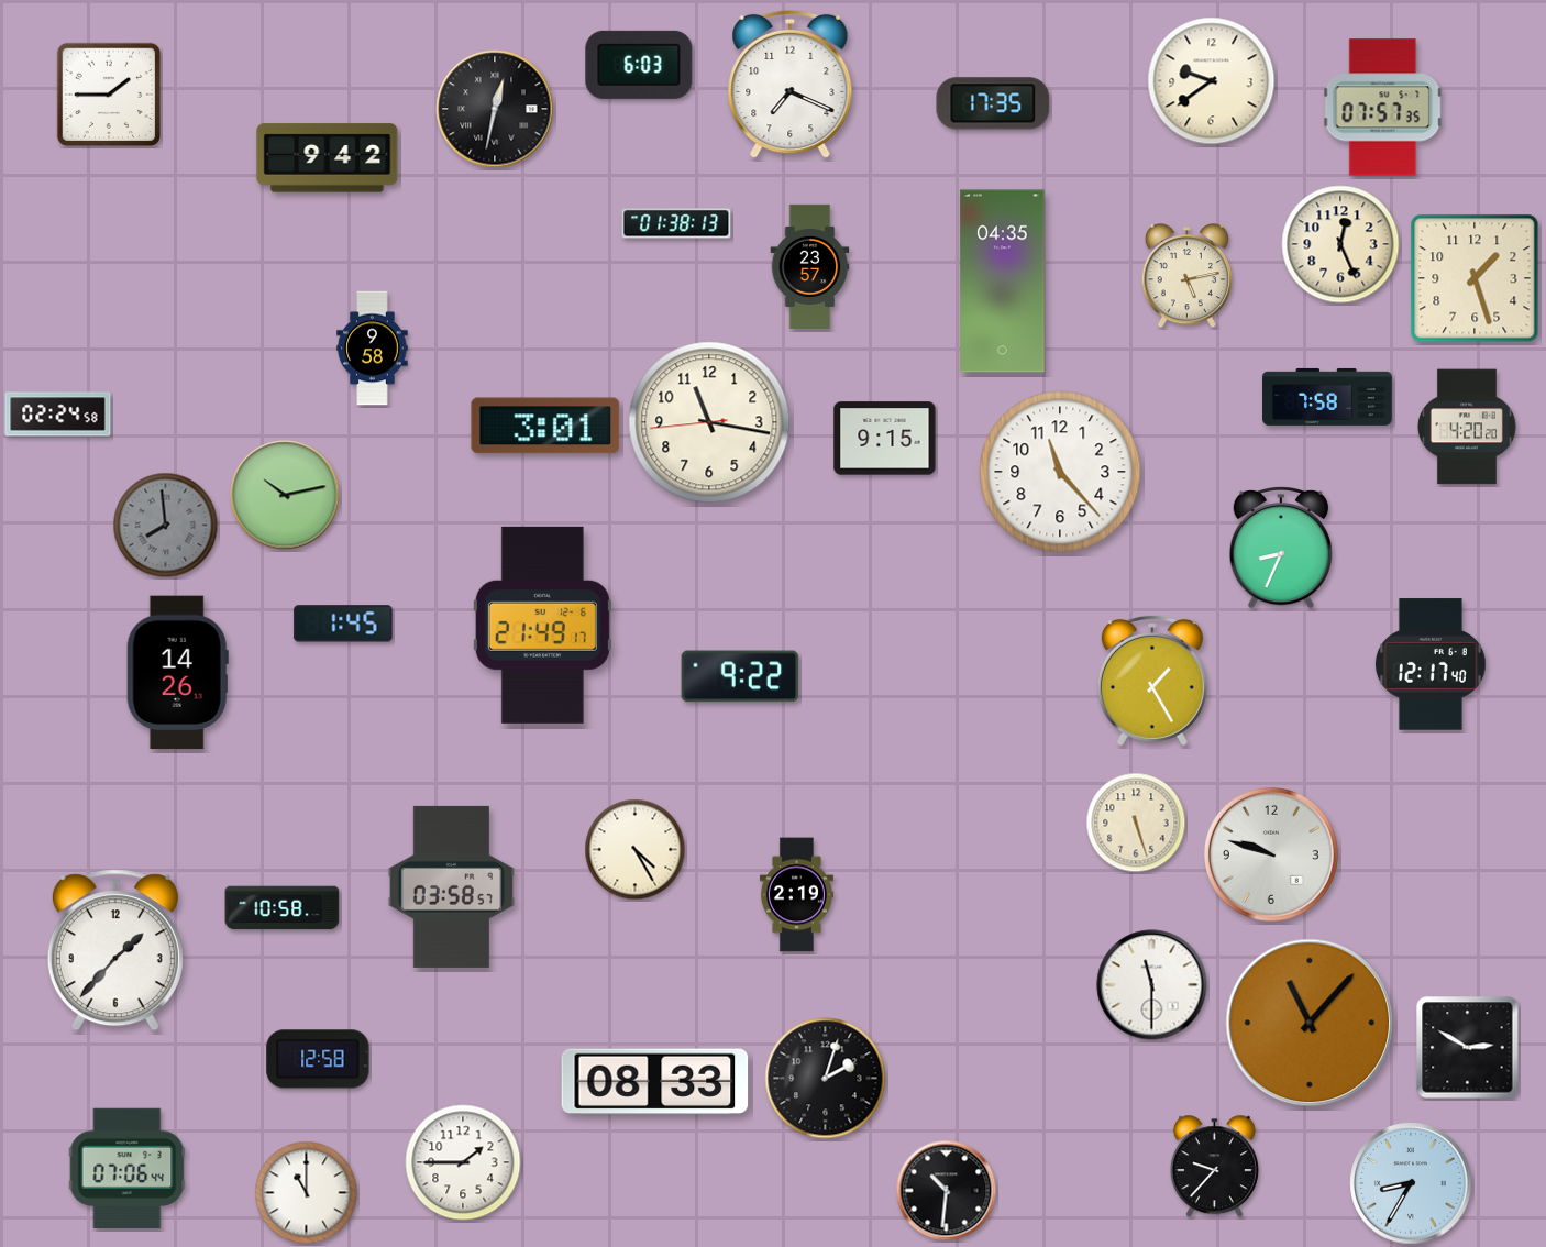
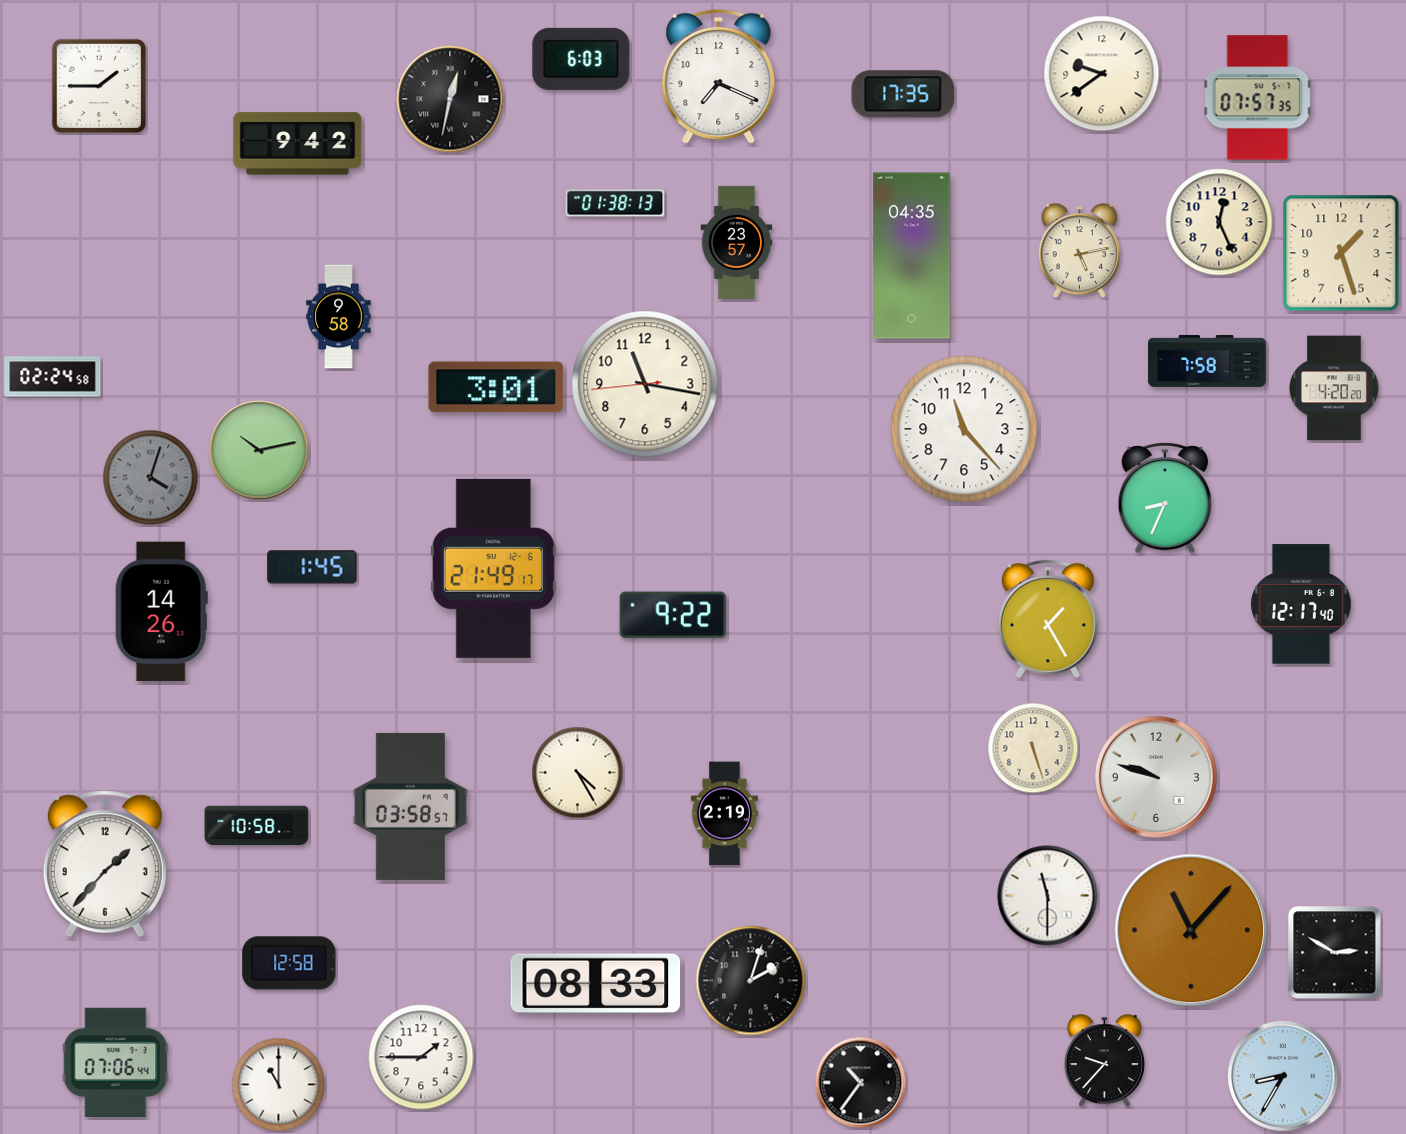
clock at (885, 439): 9:15 -> none
clock at (166, 526): 7:59 -> 4:03
clock at (947, 1191): 10:31 -> 10:36
